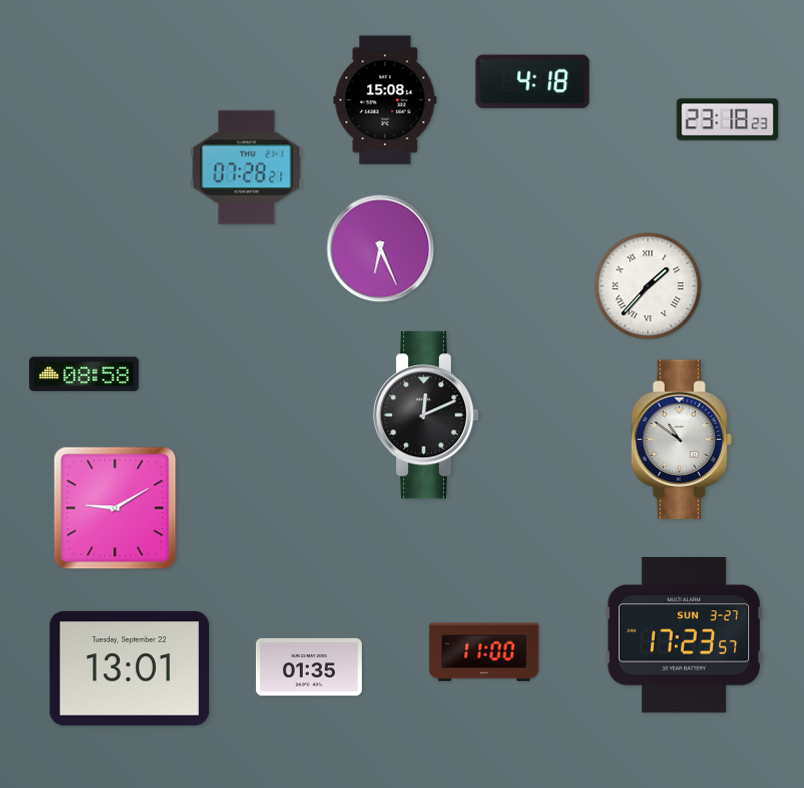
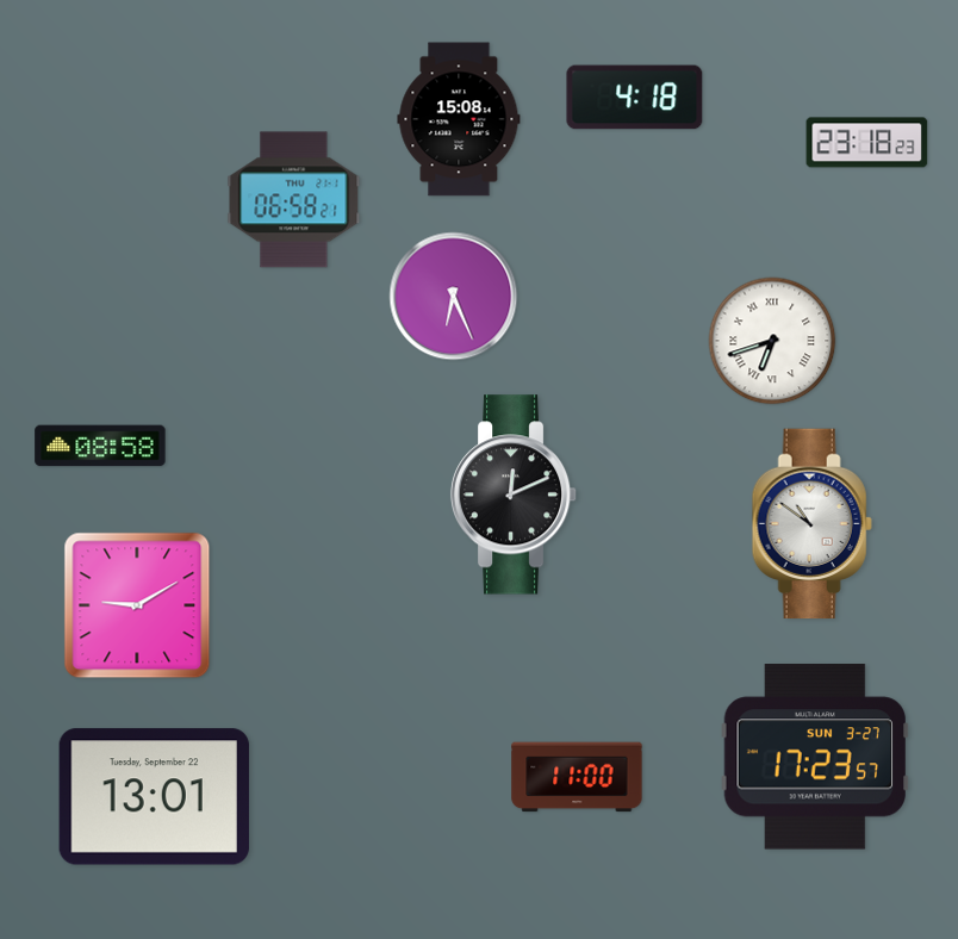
clock at (247, 168): 07:28 -> 06:58
clock at (648, 286): 1:37 -> 6:42
clock at (426, 415) position: (426, 415) -> (514, 495)
clock at (309, 667): 01:35 -> none
